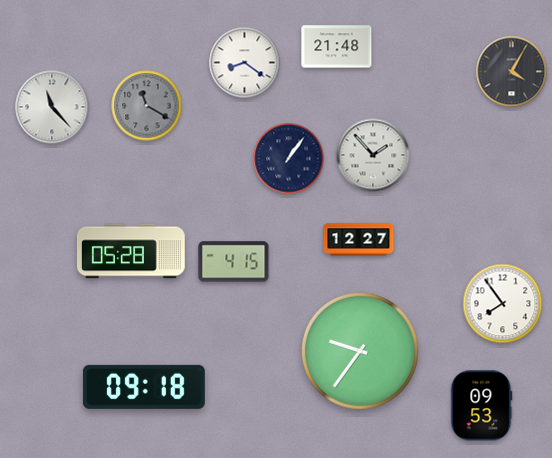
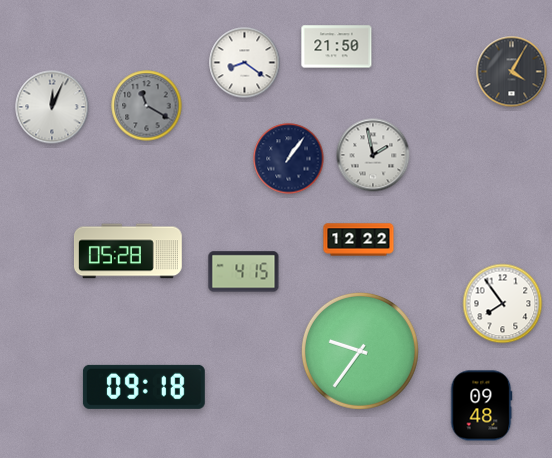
clock at (337, 47): 21:48 -> 21:50
clock at (52, 107): 11:23 -> 12:04
clock at (373, 155): 1:53 -> 1:58
clock at (359, 240): 12:27 -> 12:22
clock at (131, 251) position: (131, 251) -> (128, 251)
clock at (234, 262) position: (234, 262) -> (244, 272)
clock at (481, 406): 09:53 -> 09:48
